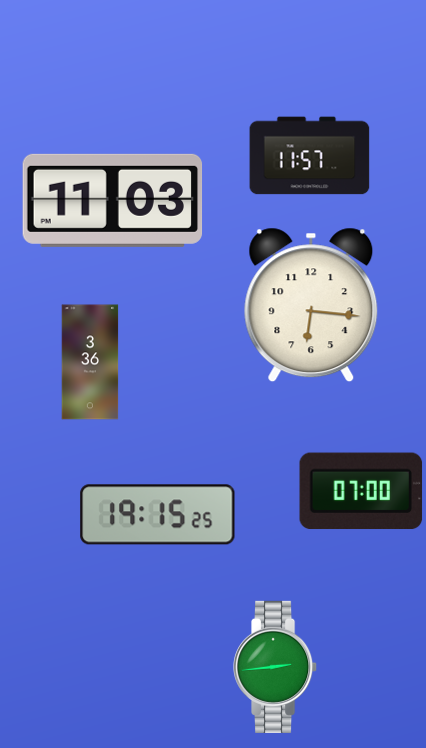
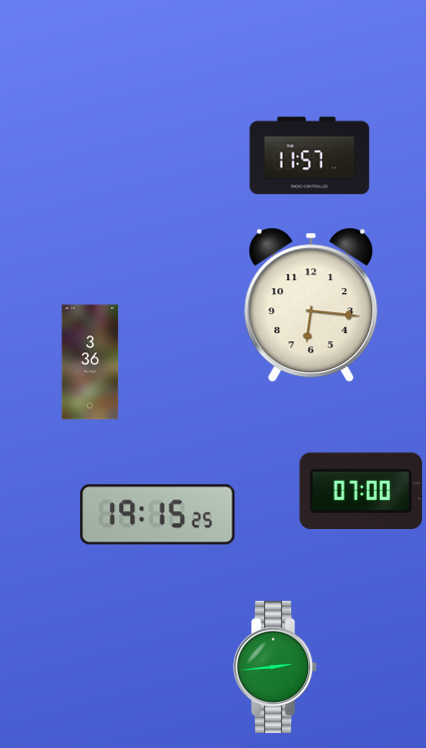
clock at (113, 200): 11:03 -> none
